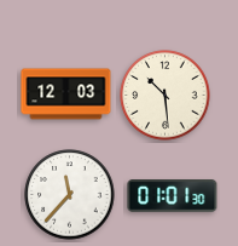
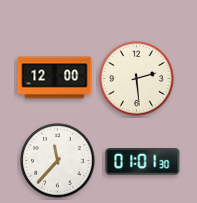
clock at (66, 95): 12:03 -> 12:00
clock at (166, 96): 10:29 -> 2:29
